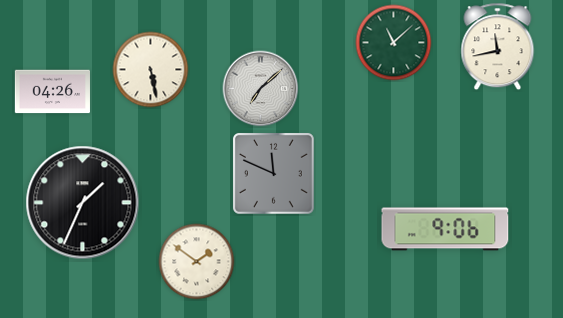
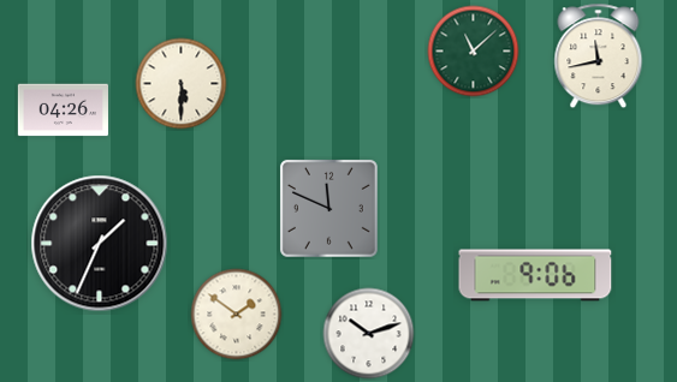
clock at (151, 70): 5:28 -> 5:30
clock at (261, 89): 7:08 -> none
clock at (369, 334): none -> 10:12
